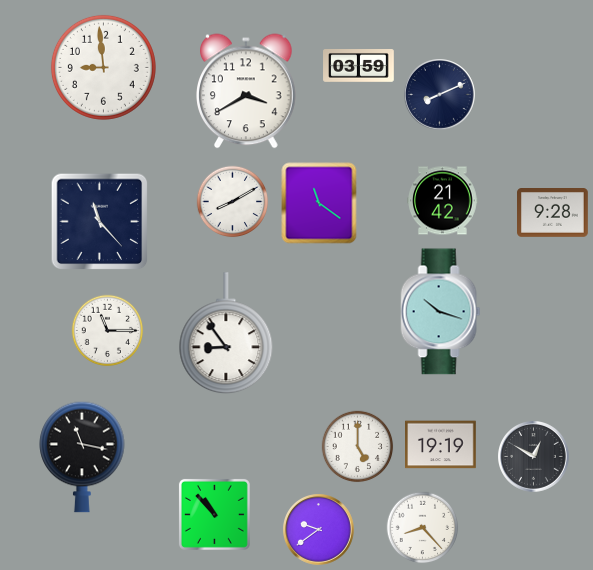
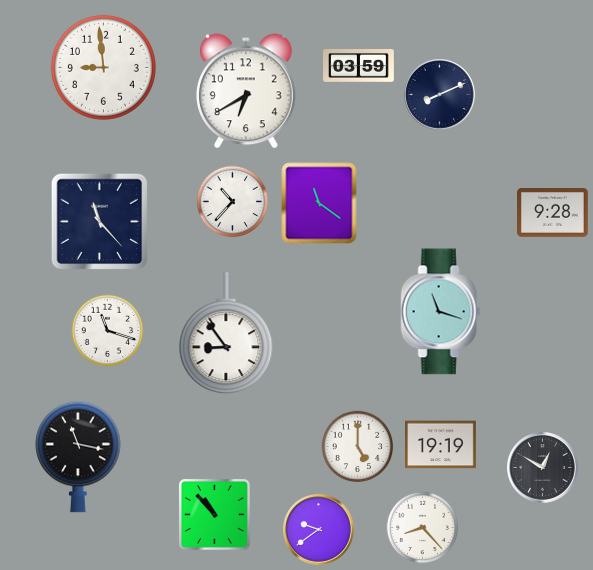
clock at (246, 91): 3:40 -> 6:40
clock at (443, 201): 21:42 -> none
clock at (233, 202): 8:10 -> 10:37
clock at (441, 312): 10:18 -> 11:18
clock at (108, 331): 11:15 -> 11:18
clock at (82, 457) position: (82, 457) -> (78, 457)
clock at (534, 457) position: (534, 457) -> (543, 468)
